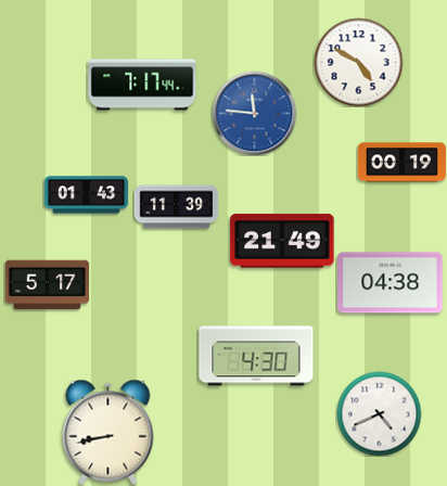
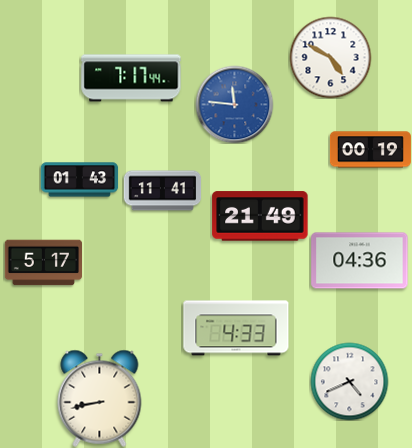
clock at (176, 207): 11:39 -> 11:41
clock at (282, 241) position: (282, 241) -> (260, 216)
clock at (391, 283): 04:38 -> 04:36
clock at (256, 356): 4:30 -> 4:33
